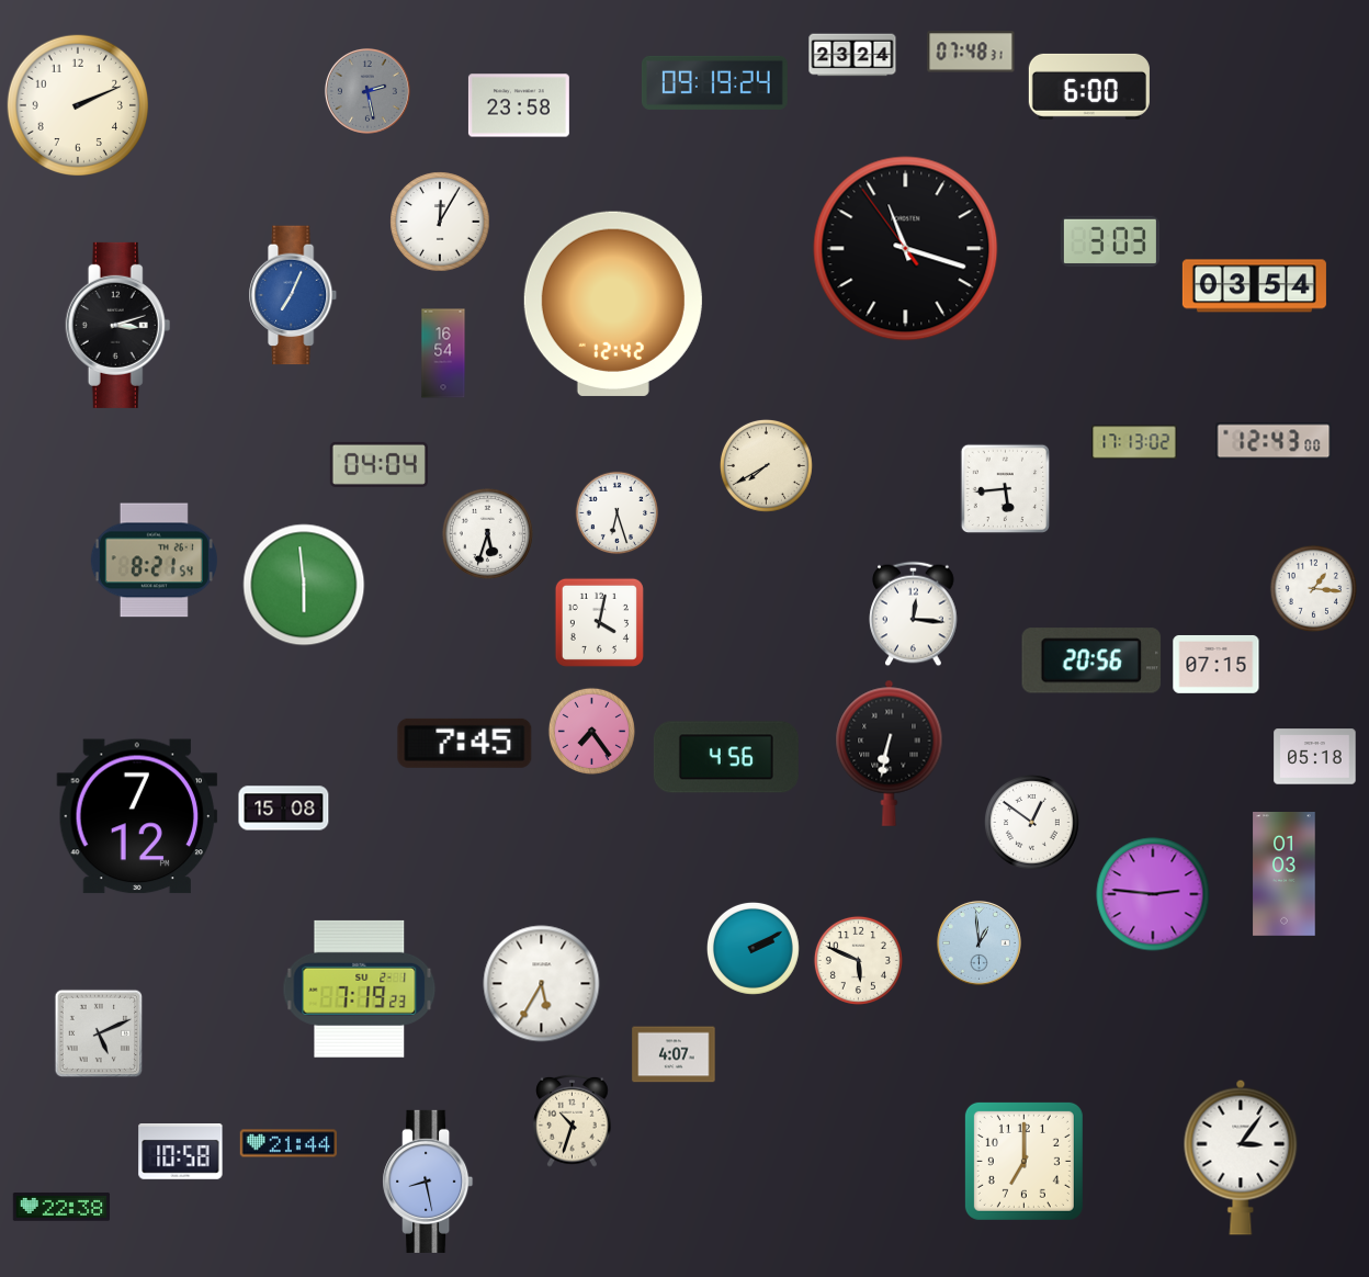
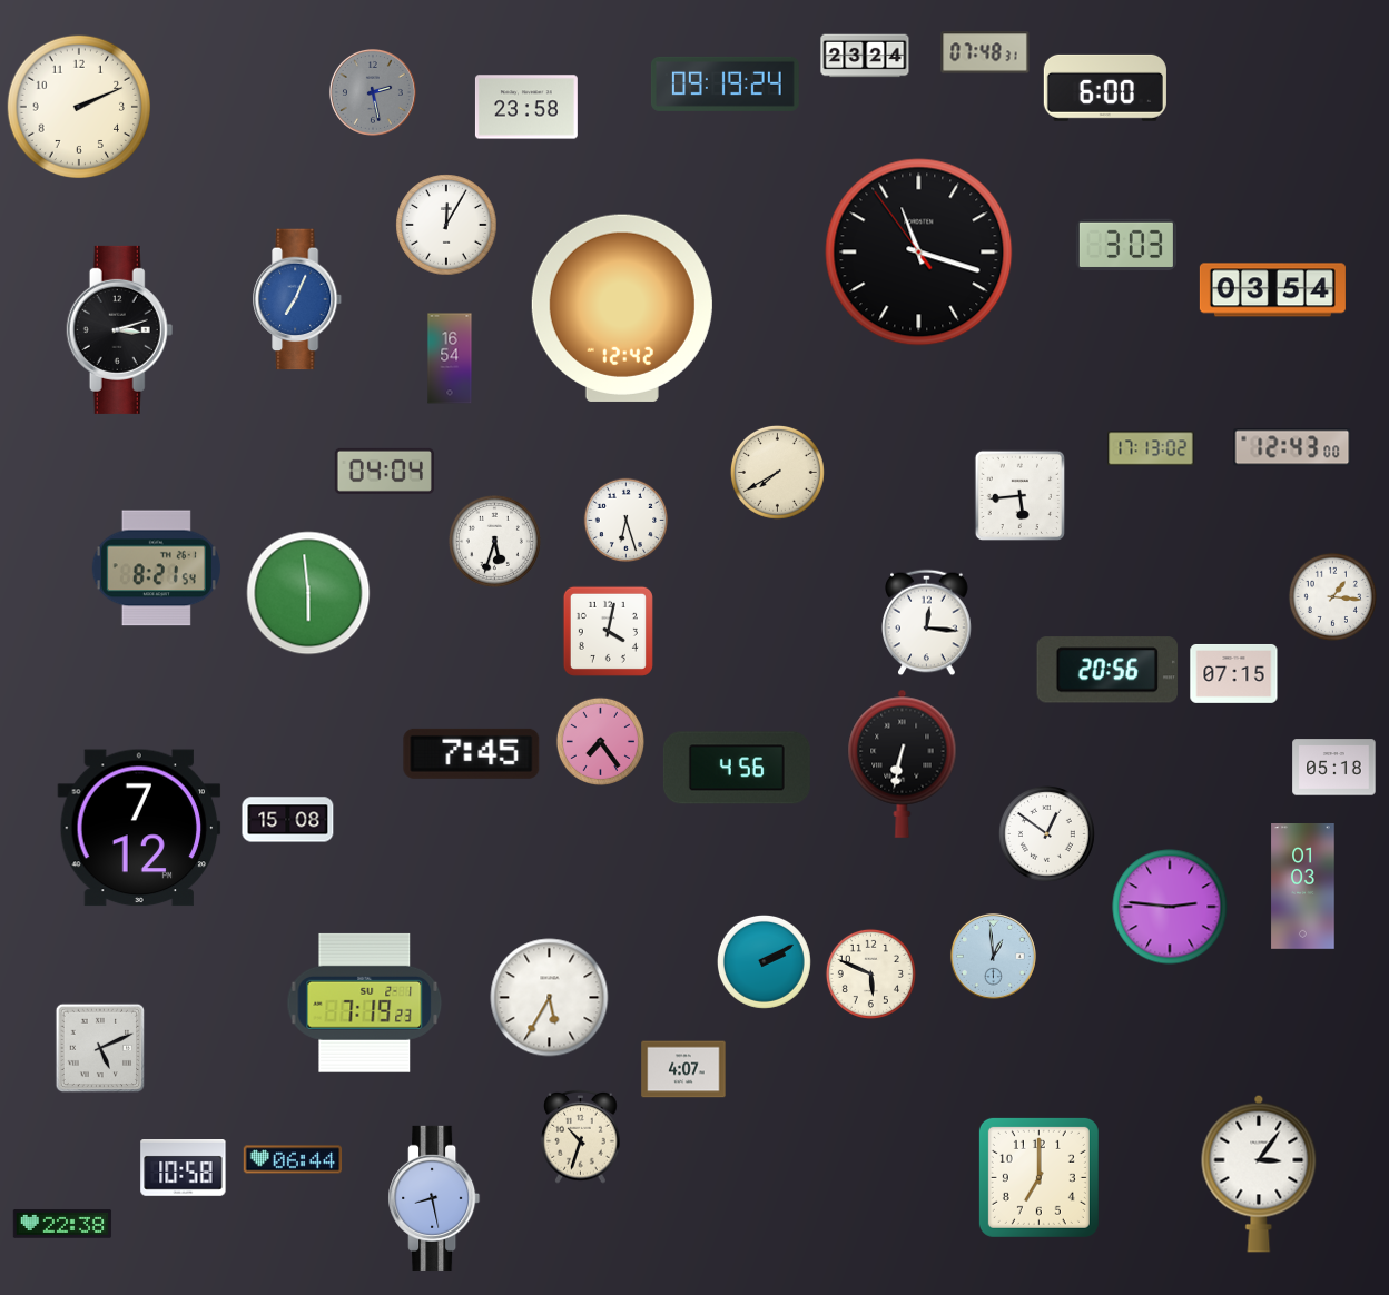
clock at (288, 1143): 21:44 -> 06:44
